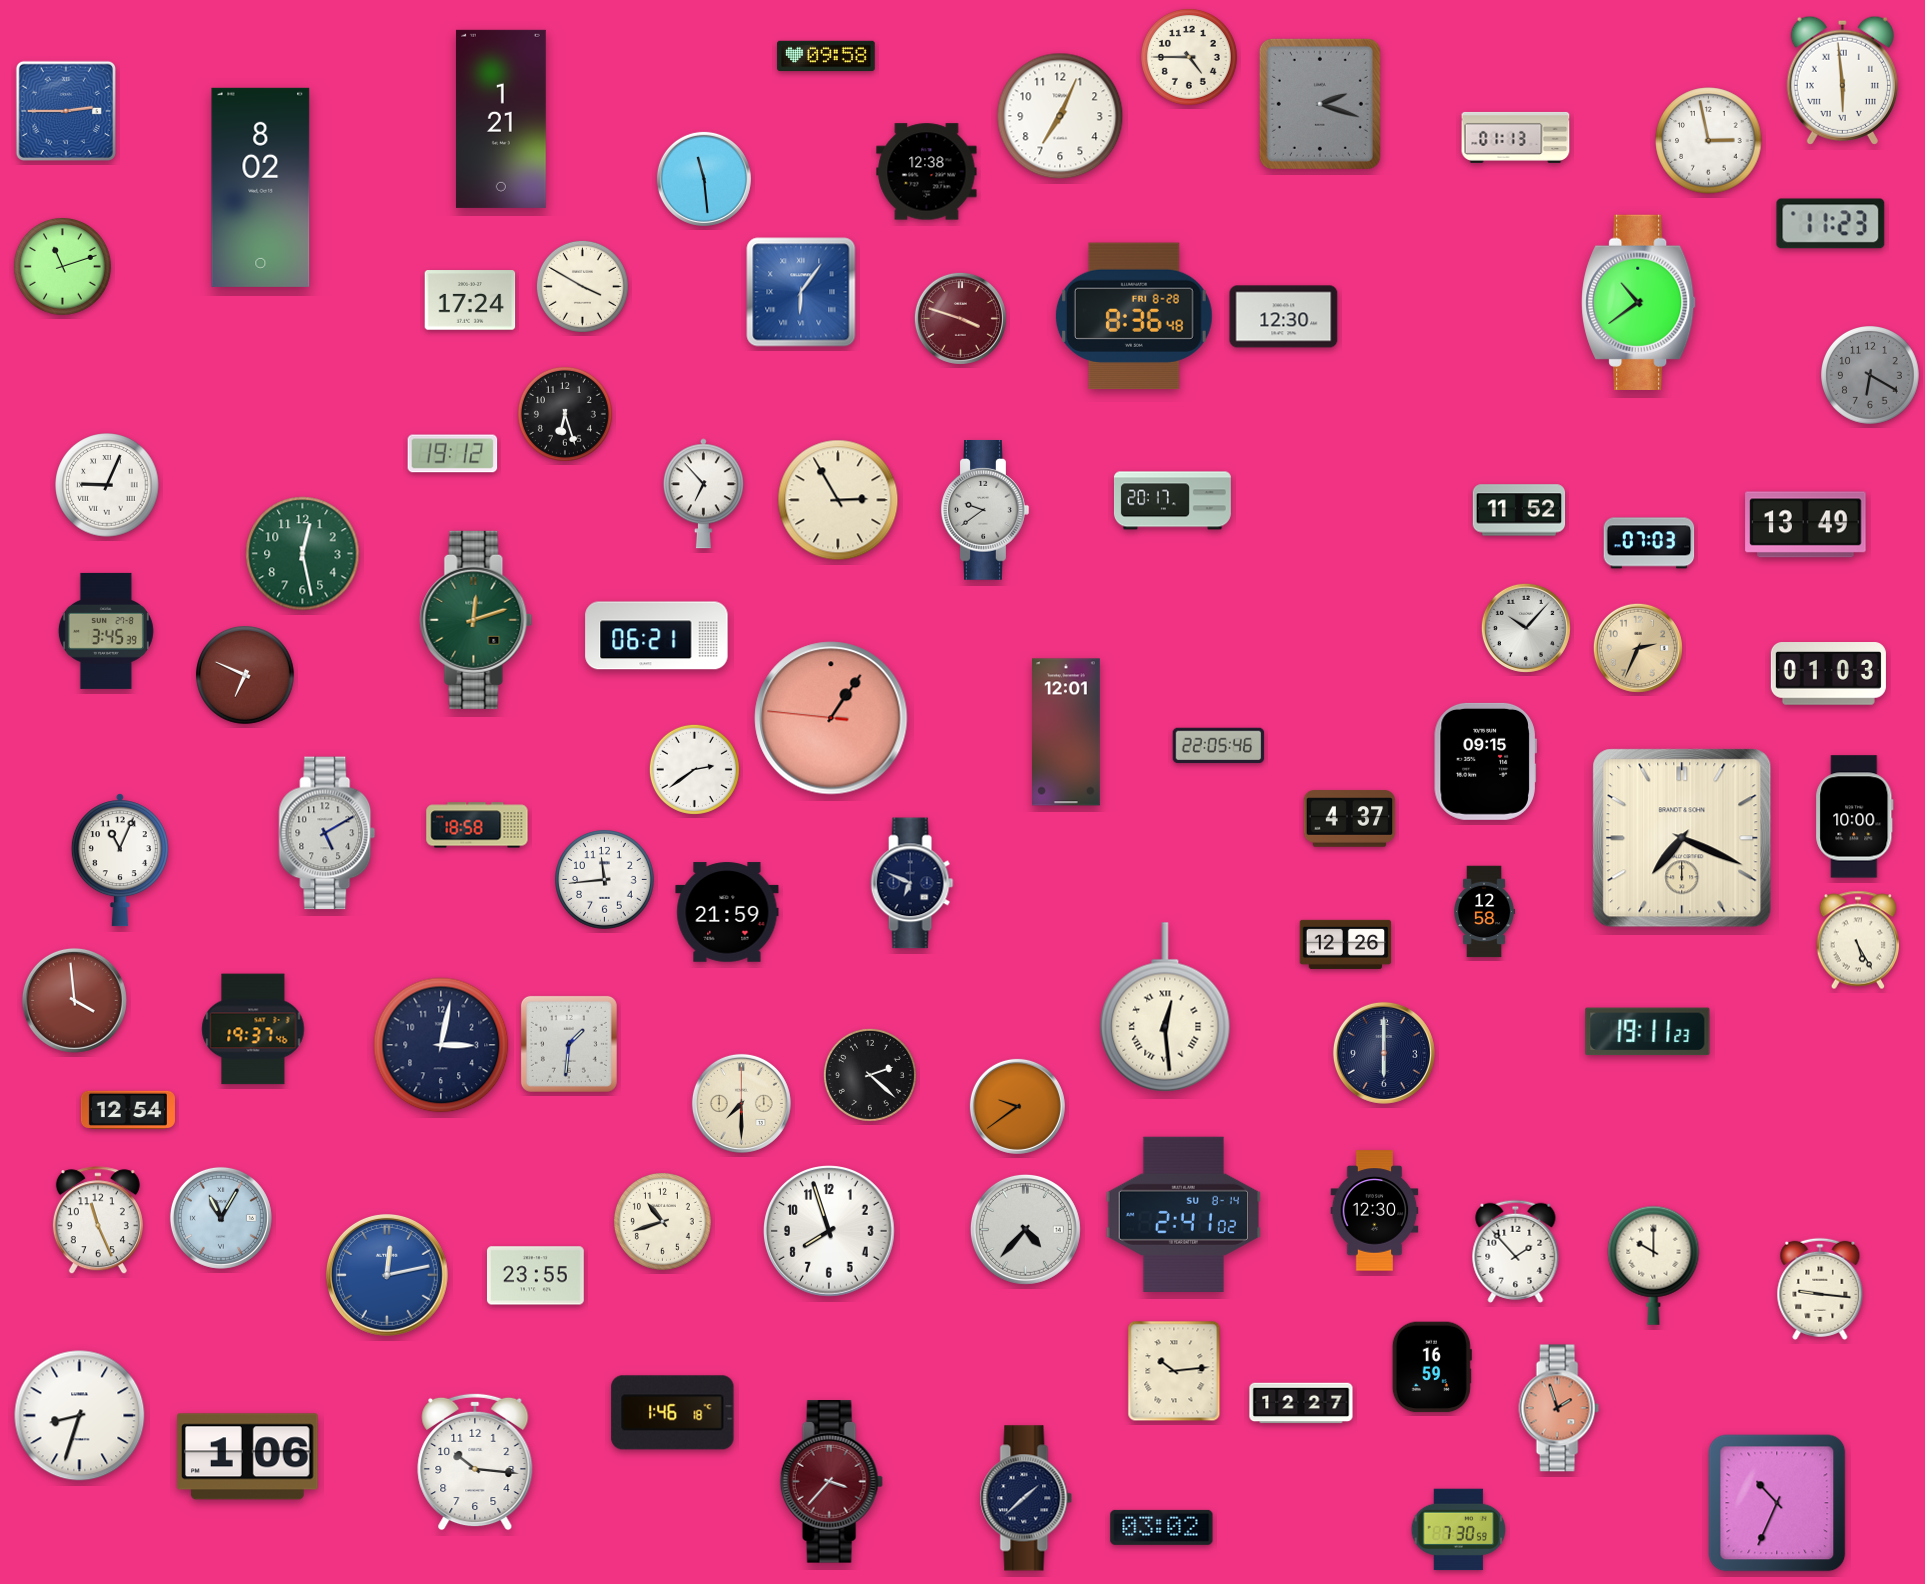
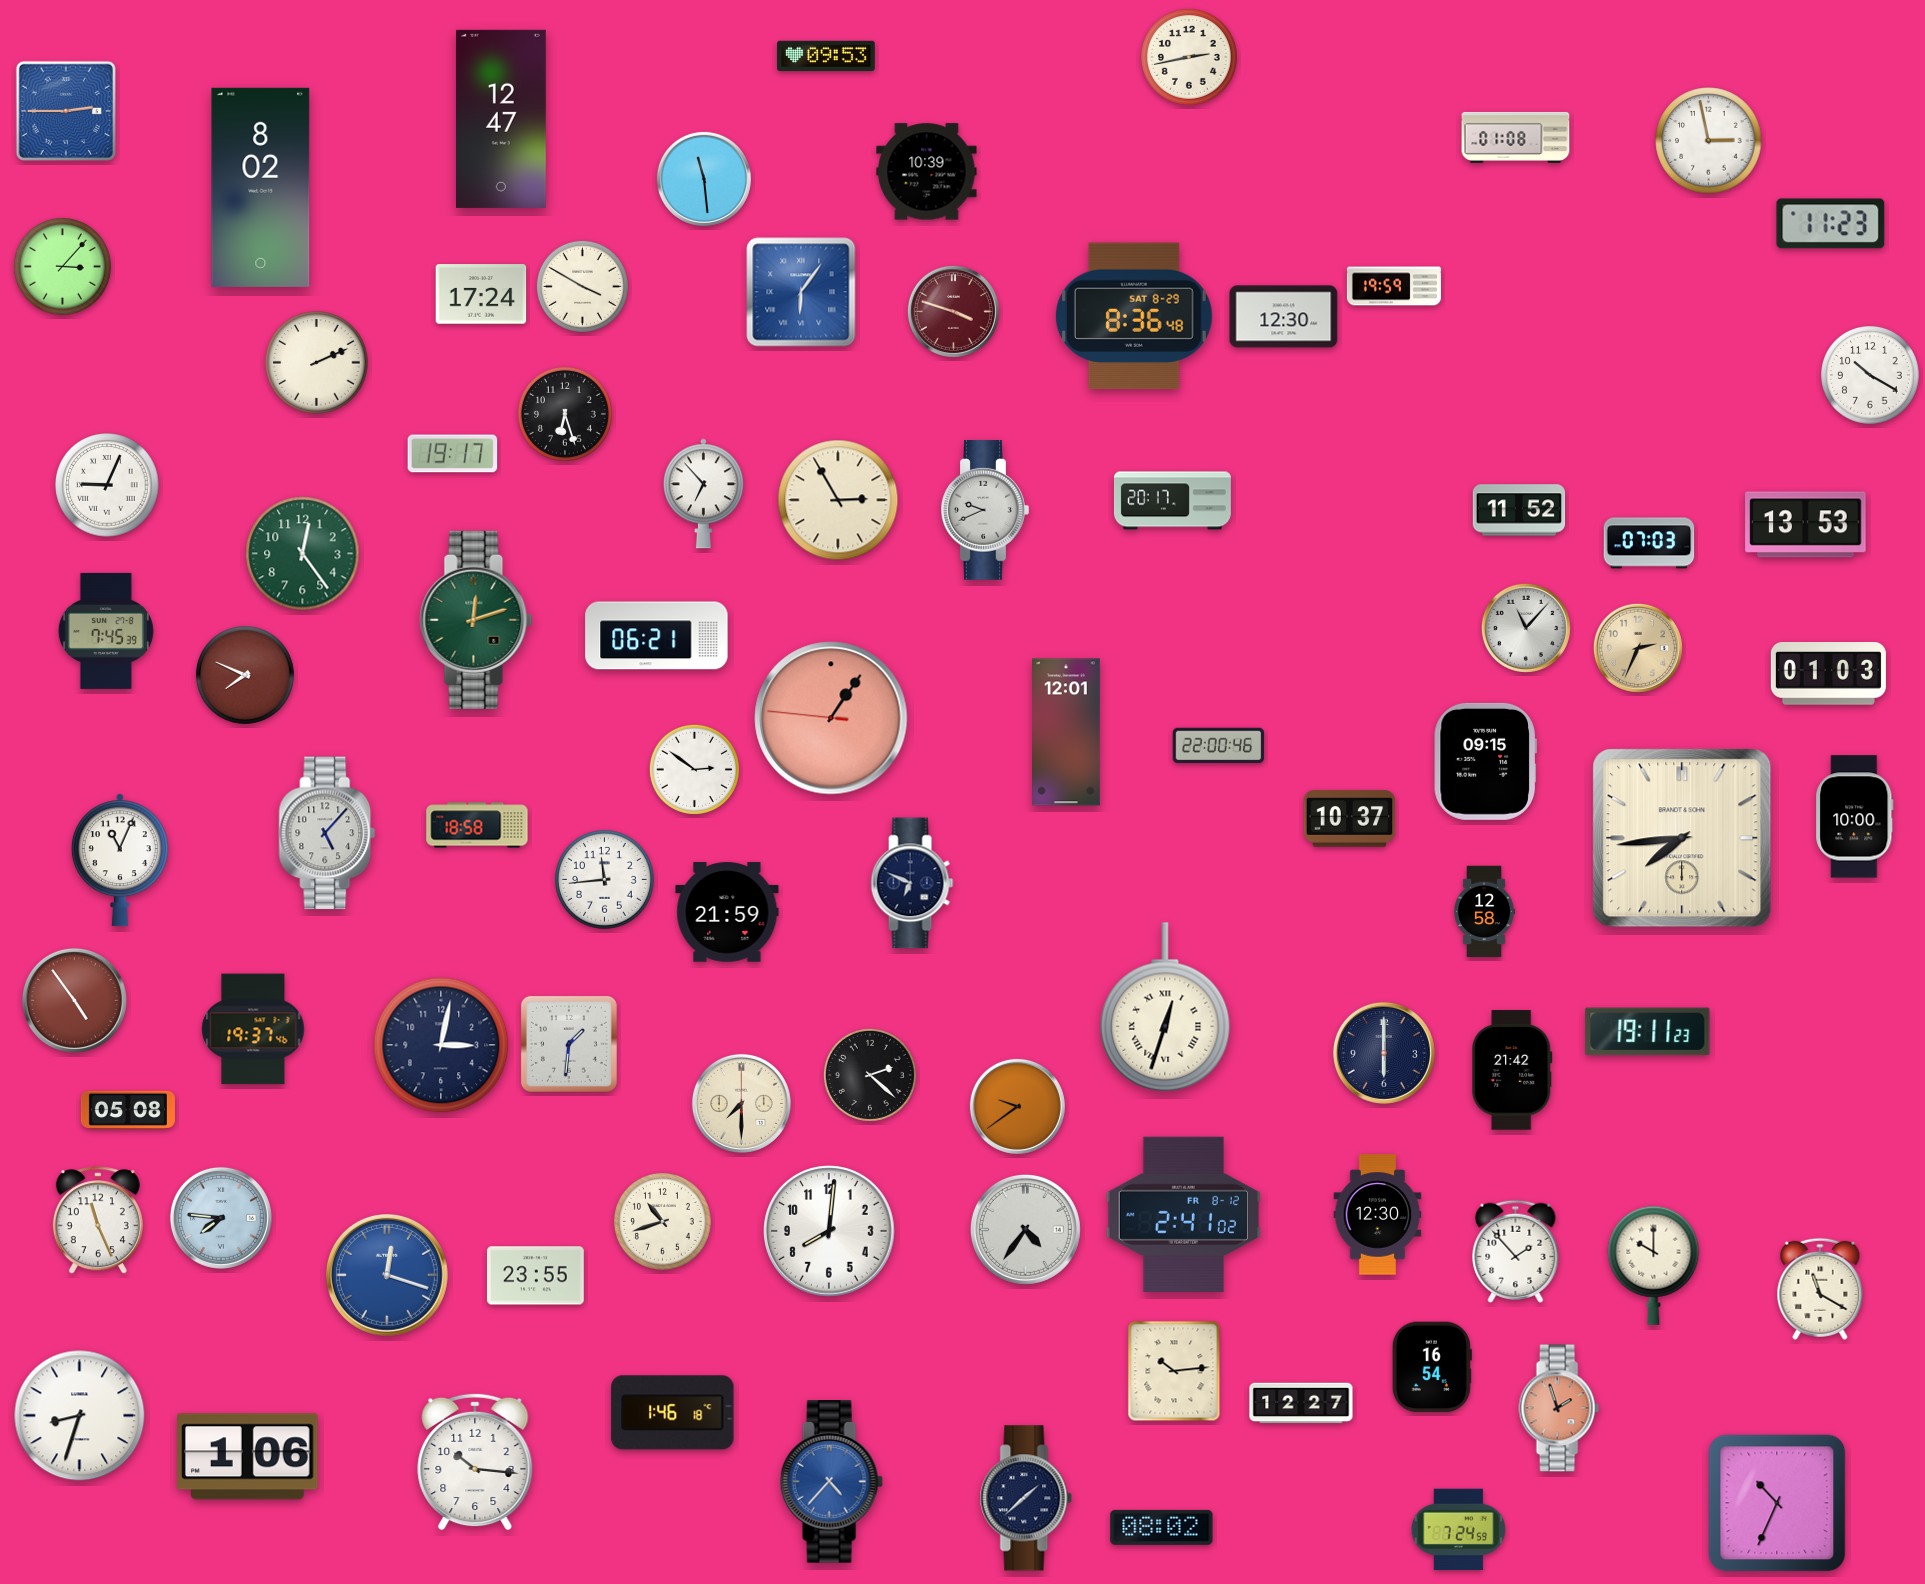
clock at (826, 56): 09:58 -> 09:53
clock at (1189, 57): 4:45 -> 2:43
clock at (1842, 80): 5:59 -> none
clock at (1320, 104): 2:18 -> none
clock at (1060, 116): 7:04 -> none
clock at (501, 119): 1:21 -> 12:47
clock at (1516, 137): 01:13 -> 01:08
clock at (927, 172): 12:38 -> 10:39
clock at (62, 266): 11:12 -> 3:07
clock at (1394, 286): none -> 19:59
clock at (470, 300) position: (470, 300) -> (481, 294)
clock at (1639, 302): 10:39 -> none
clock at (1134, 316) date: FRI 8-28 -> SAT 8-29
clock at (960, 318) position: (960, 318) -> (953, 311)
clock at (317, 363): none -> 2:11
clock at (1871, 376): 6:20 -> 10:20
clock at (1871, 376) dial: grey -> white
clock at (453, 454): 19:12 -> 19:17
clock at (985, 511): 9:39 -> 9:41
clock at (1806, 525): 13:49 -> 13:53
clock at (303, 554): 12:28 -> 12:24
clock at (1526, 628): 10:07 -> 11:07
clock at (106, 631): 3:45 -> 7:45
clock at (246, 676): 6:49 -> 7:49
clock at (1219, 746): 22:05 -> 22:00
clock at (694, 769): 2:39 -> 2:51
clock at (1350, 819): 4:37 -> 10:37
clock at (327, 833): 5:10 -> 5:07
clock at (1682, 838): 7:19 -> 7:44
clock at (1858, 940): 5:25 -> none
clock at (1346, 944): 12:26 -> none
clock at (74, 1000): 3:59 -> 4:54
clock at (1165, 1007): 12:29 -> 12:33
clock at (1512, 1070): none -> 21:42
clock at (128, 1109): 12:54 -> 05:08
clock at (1375, 1211) position: (1375, 1211) -> (1378, 1215)
clock at (1183, 1214) date: SU 8-14 -> FR 8-12
clock at (221, 1218): 11:05 -> 7:46
clock at (1025, 1229): 4:37 -> 4:36
clock at (829, 1231): 7:57 -> 8:01
clock at (388, 1276): 12:13 -> 12:18
clock at (1820, 1289): 9:16 -> 11:20
clock at (1432, 1367): 16:59 -> 16:54
clock at (831, 1482): 3:37 -> 4:37
clock at (831, 1482) dial: burgundy -> blue
clock at (1162, 1527): 03:02 -> 08:02
clock at (1459, 1530): 7:30 -> 7:24
